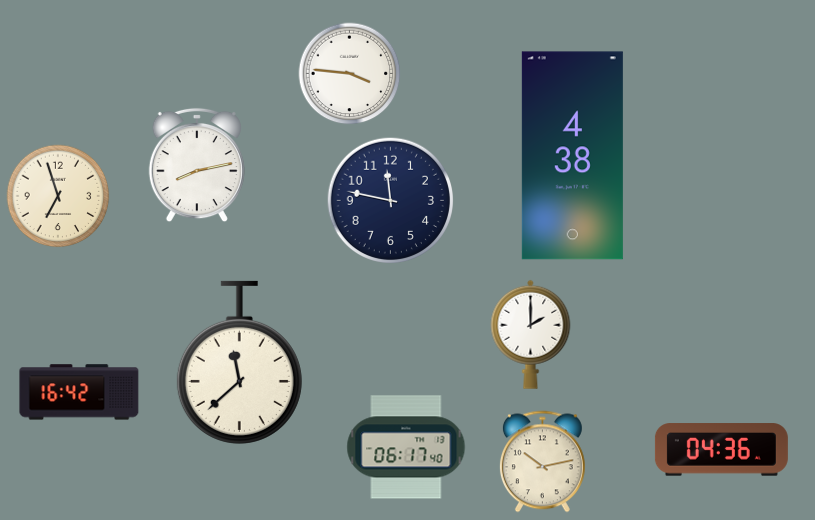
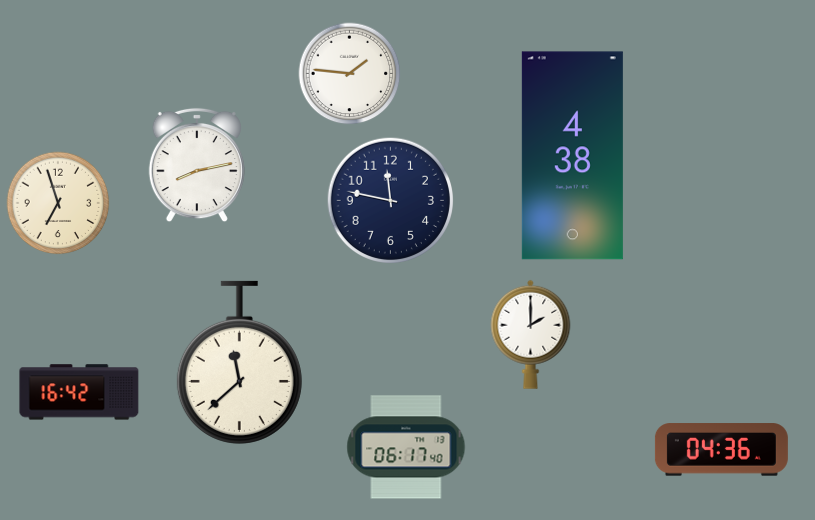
clock at (350, 74): 3:46 -> 1:46
clock at (58, 196) position: (58, 196) -> (58, 203)
clock at (542, 462): 10:13 -> none
